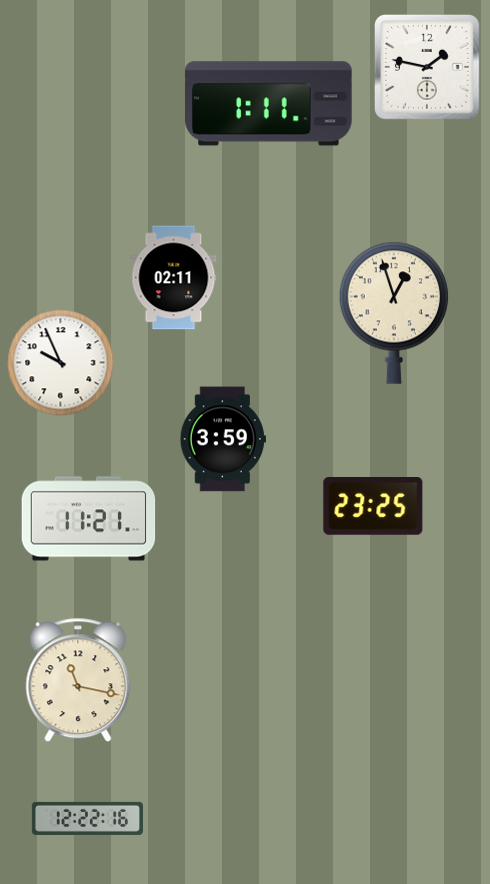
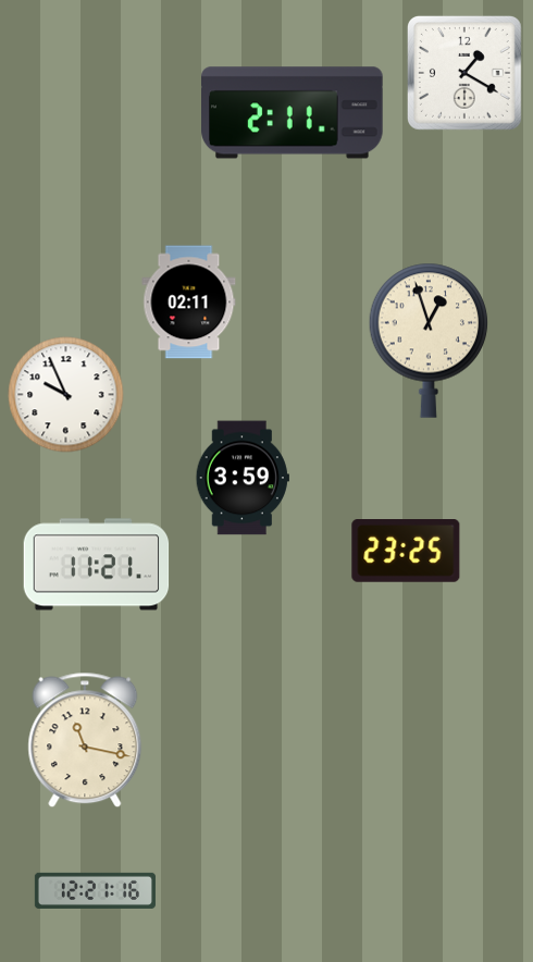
clock at (427, 67): 1:47 -> 1:20
clock at (269, 104): 1:11 -> 2:11
clock at (87, 818): 12:22 -> 12:21
